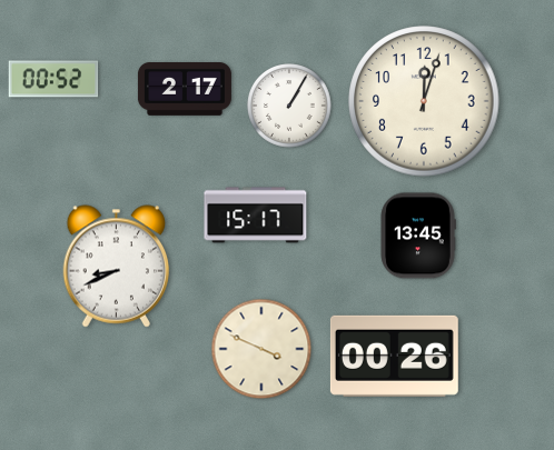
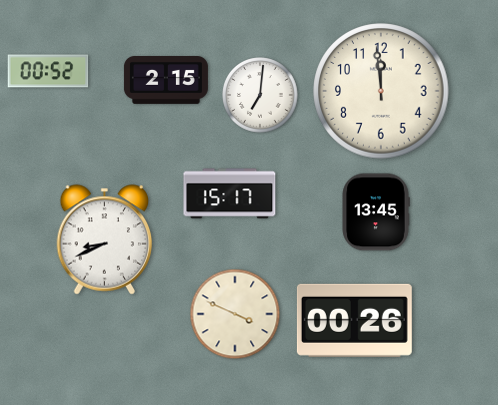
clock at (185, 90): 2:17 -> 2:15
clock at (424, 101): 12:03 -> 11:59
clock at (289, 106): 1:05 -> 7:01
